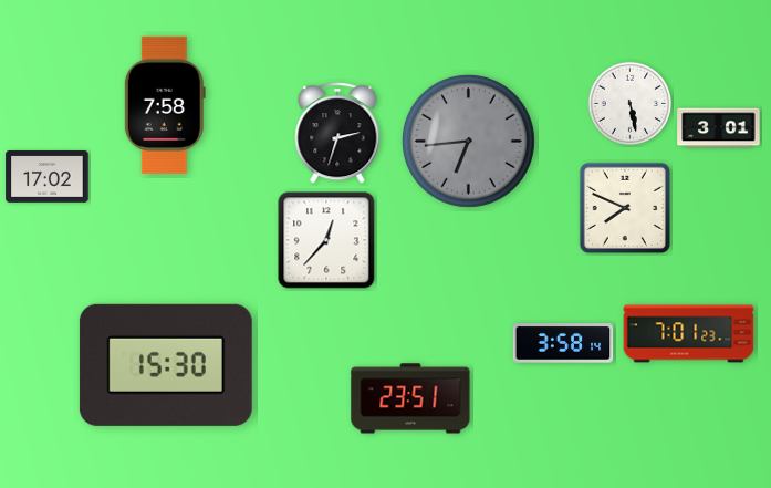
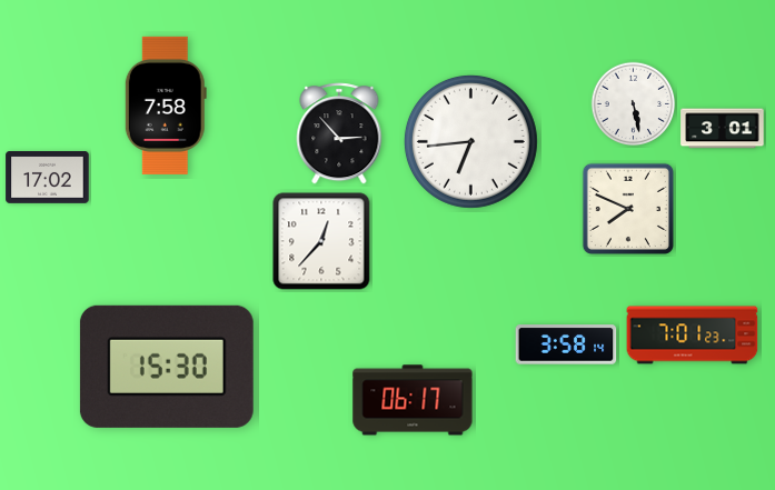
clock at (337, 133): 2:33 -> 2:53
clock at (468, 141) dial: grey -> white
clock at (326, 240) position: (326, 240) -> (321, 241)
clock at (410, 398): 23:51 -> 06:17
